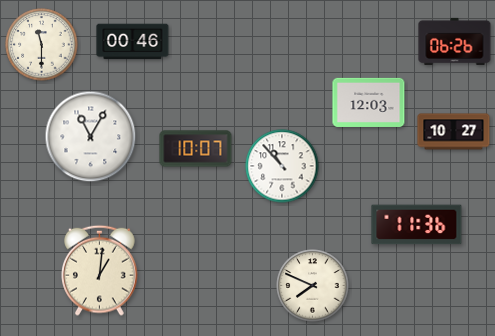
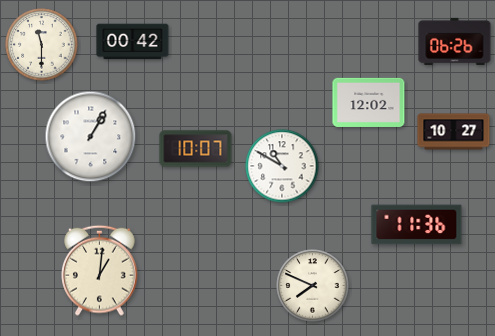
clock at (133, 42): 00:46 -> 00:42
clock at (369, 102): 12:03 -> 12:02
clock at (91, 137): 11:05 -> 1:05
clock at (282, 166): 10:53 -> 10:50
